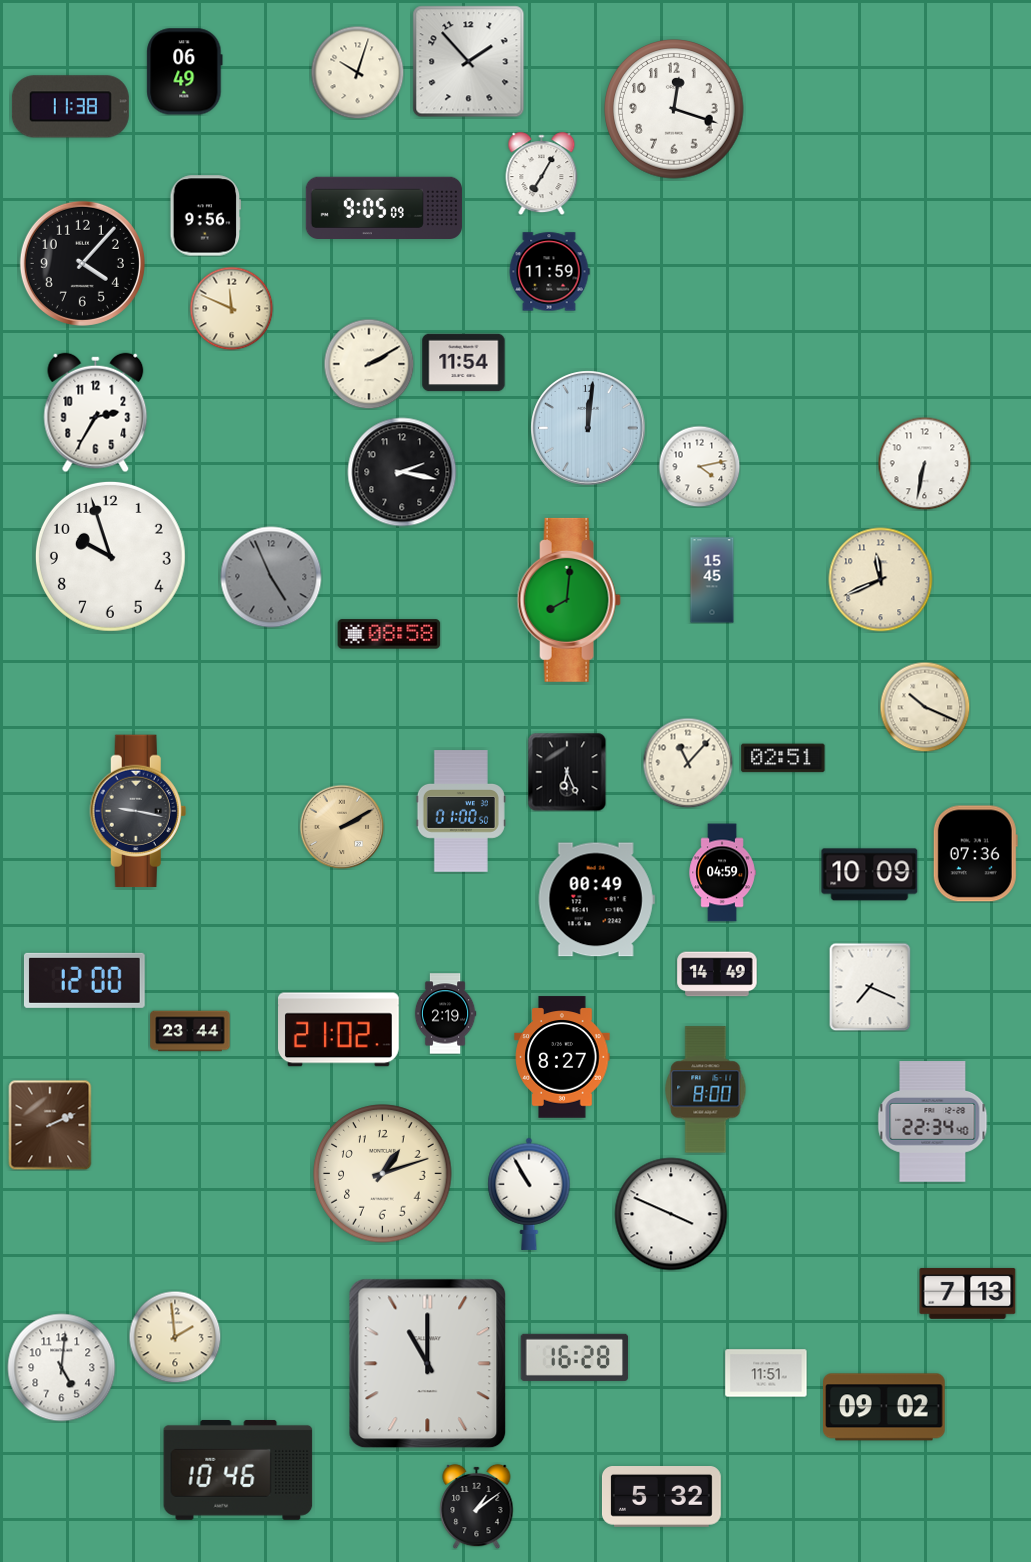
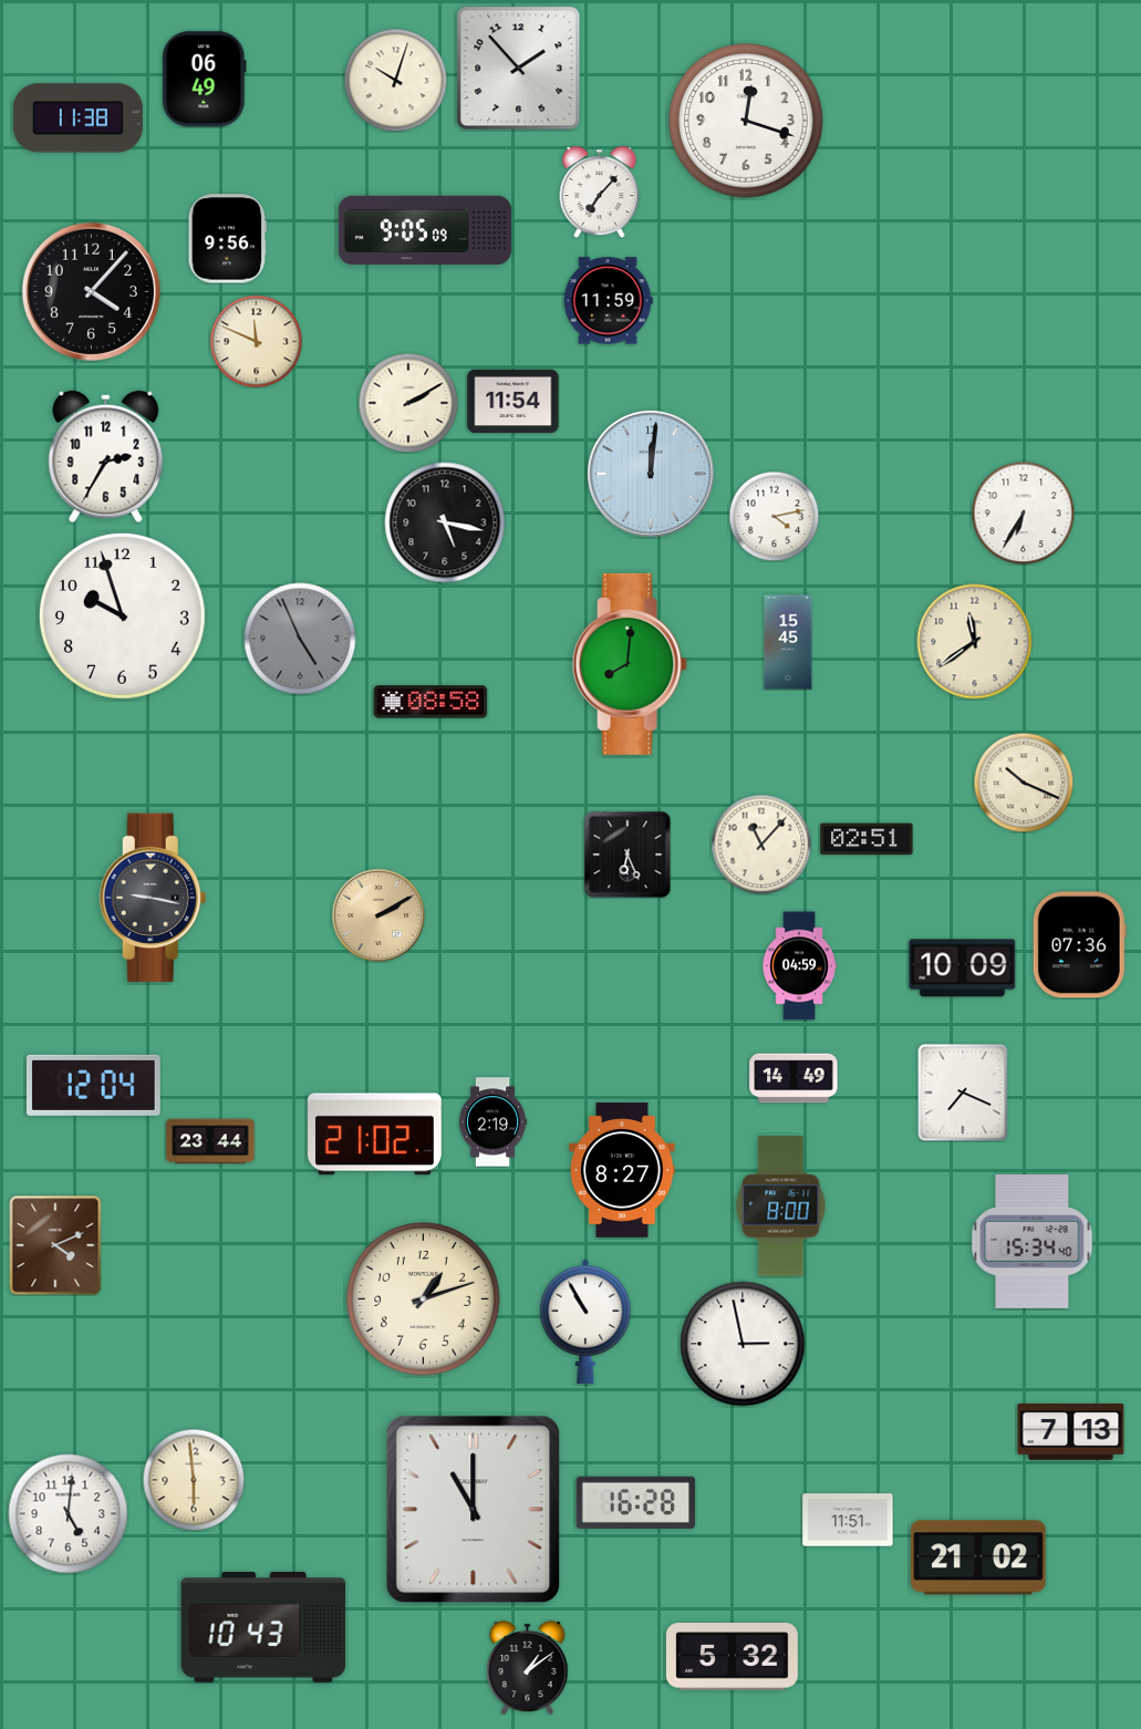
clock at (542, 174): 7:05 -> 7:07
clock at (924, 463): 6:32 -> 6:35
clock at (402, 472): 2:17 -> 5:17
clock at (881, 580): 11:41 -> 11:39
clock at (461, 811): 01:00 -> none
clock at (596, 900): 00:49 -> none
clock at (84, 980): 12:00 -> 12:04
clock at (339, 1030) position: (339, 1030) -> (375, 1135)
clock at (933, 1122): 22:34 -> 15:34
clock at (50, 1125): 2:11 -> 4:11
clock at (671, 1214): 3:49 -> 2:58
clock at (175, 1337): 1:59 -> 5:59
clock at (885, 1407): 09:02 -> 21:02
clock at (238, 1470): 10:46 -> 10:43
